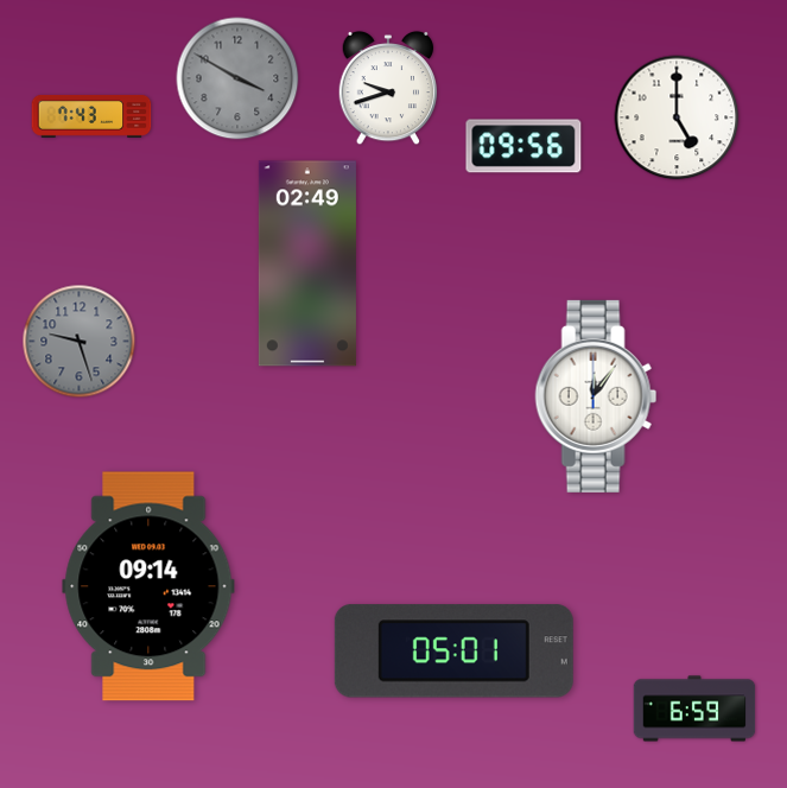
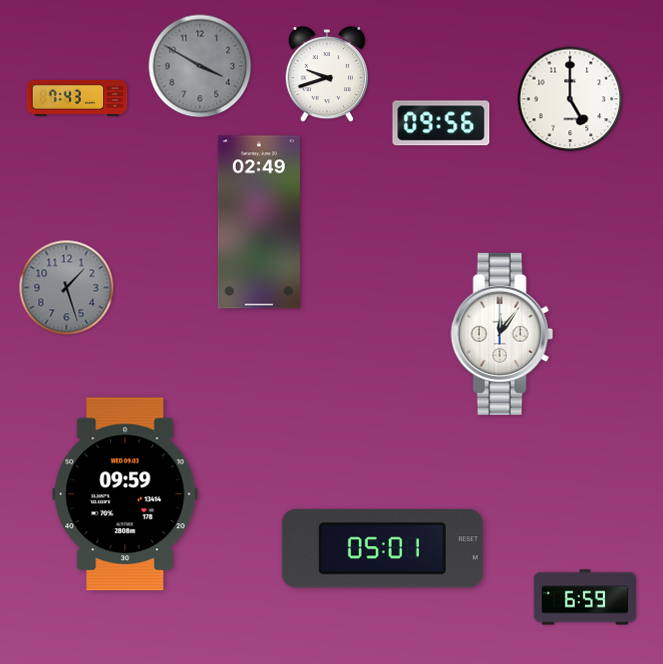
clock at (80, 342): 9:27 -> 1:27
clock at (148, 586): 09:14 -> 09:59
